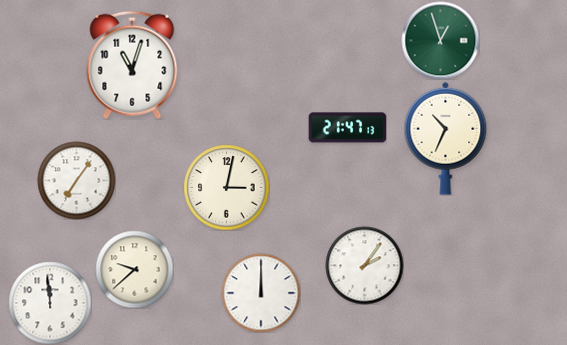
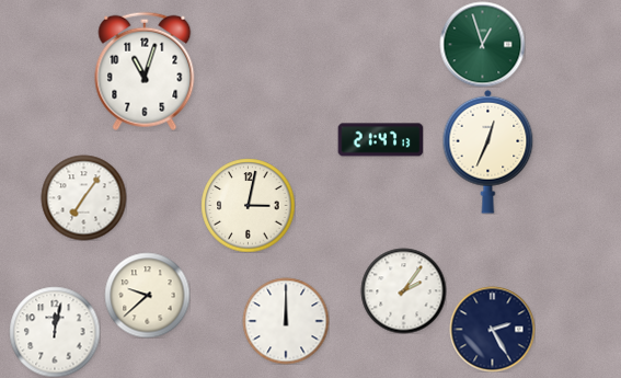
clock at (446, 138): 10:34 -> 12:34
clock at (364, 265) position: (364, 265) -> (403, 290)
clock at (492, 329): none -> 2:25
clock at (50, 303): 11:59 -> 12:02
